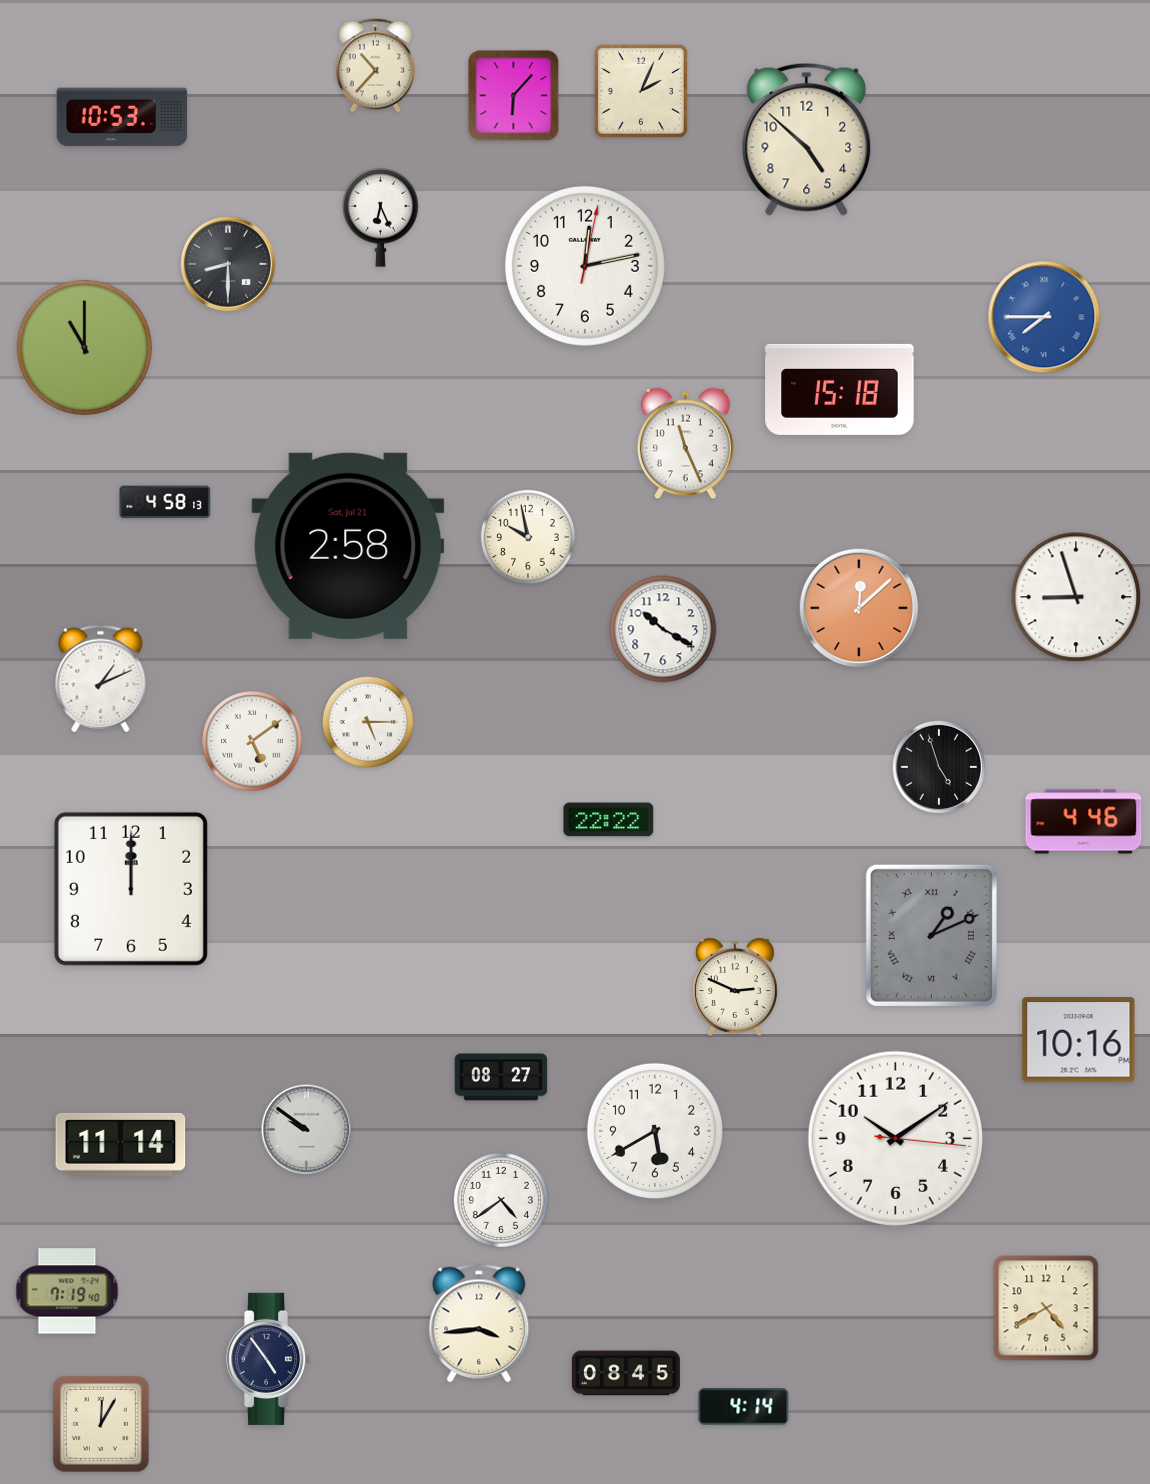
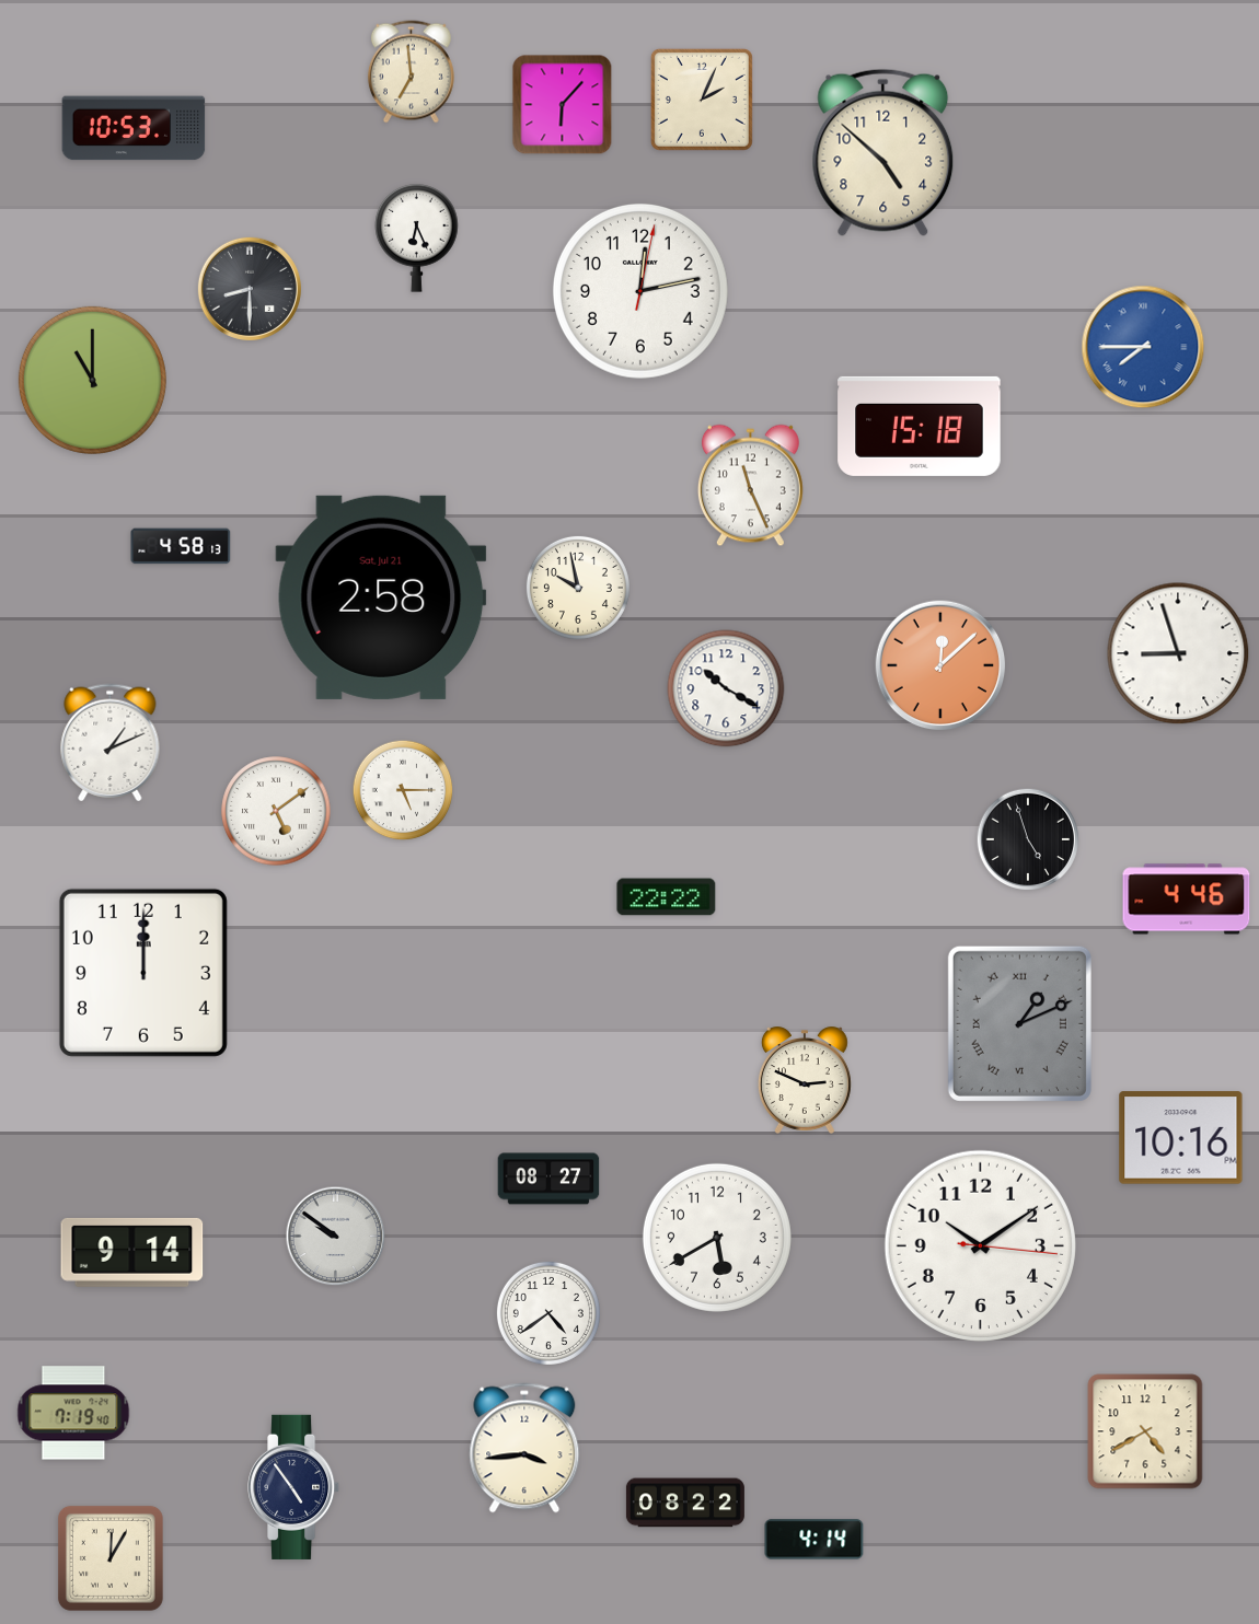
clock at (375, 66): 10:37 -> 6:59
clock at (165, 502) position: (165, 502) -> (181, 546)
clock at (121, 1144): 11:14 -> 9:14
clock at (626, 1373): 08:45 -> 08:22
